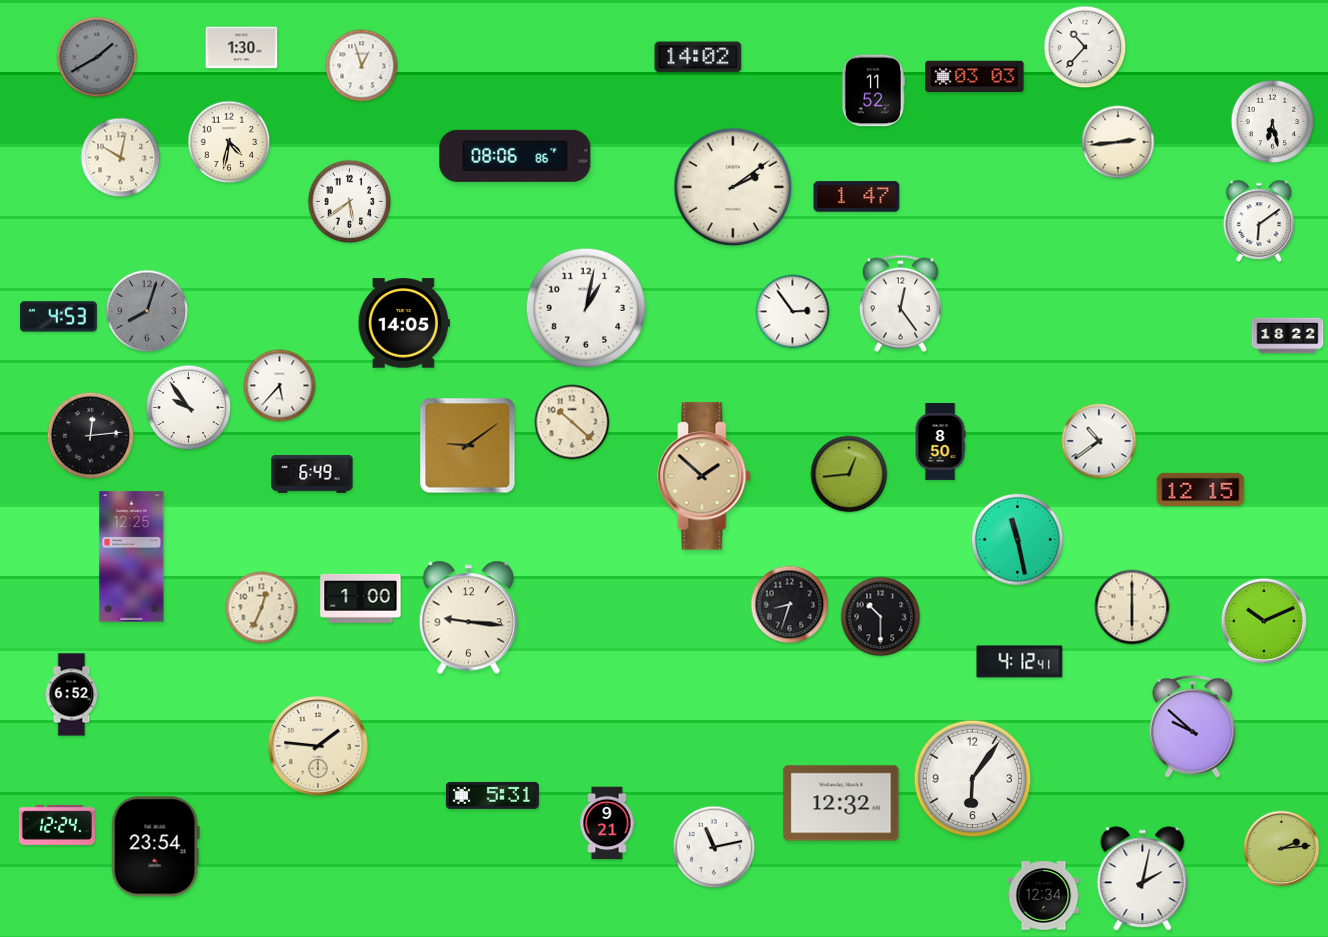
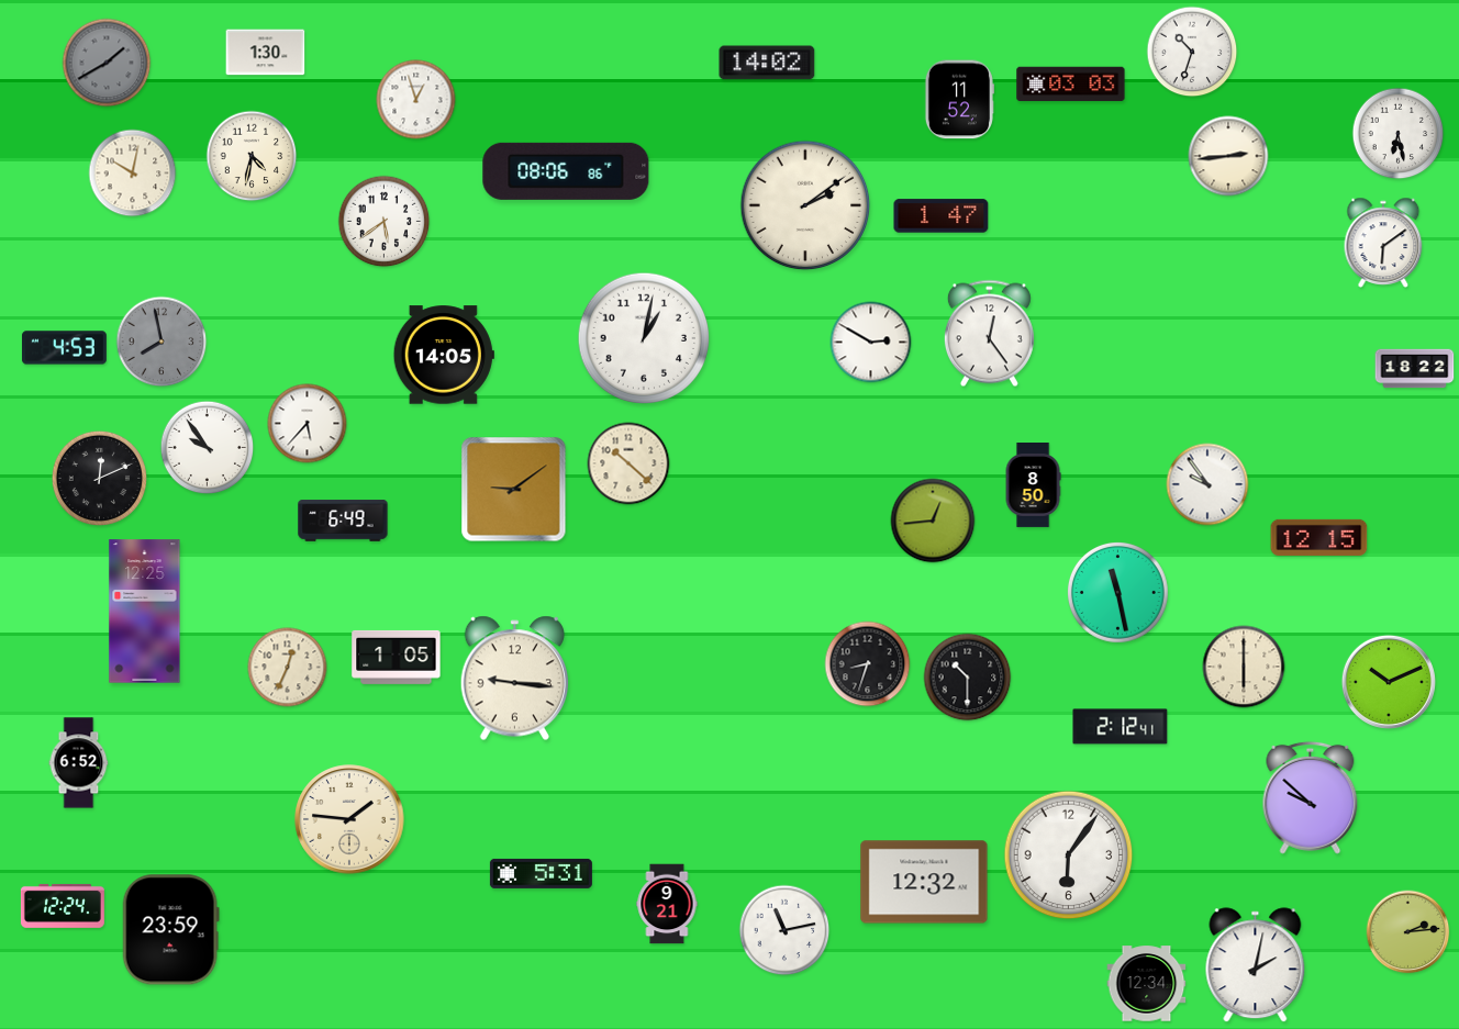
clock at (1085, 47): 10:37 -> 10:33
clock at (362, 66) position: (362, 66) -> (416, 100)
clock at (147, 311): 8:03 -> 7:58
clock at (793, 312): 2:54 -> 2:50
clock at (90, 435): 12:14 -> 12:11
clock at (1099, 441): 10:39 -> 9:54
clock at (704, 476): 1:52 -> none
clock at (361, 598): 1:00 -> 1:05
clock at (1020, 662): 4:12 -> 2:12
clock at (155, 847): 23:54 -> 23:59
